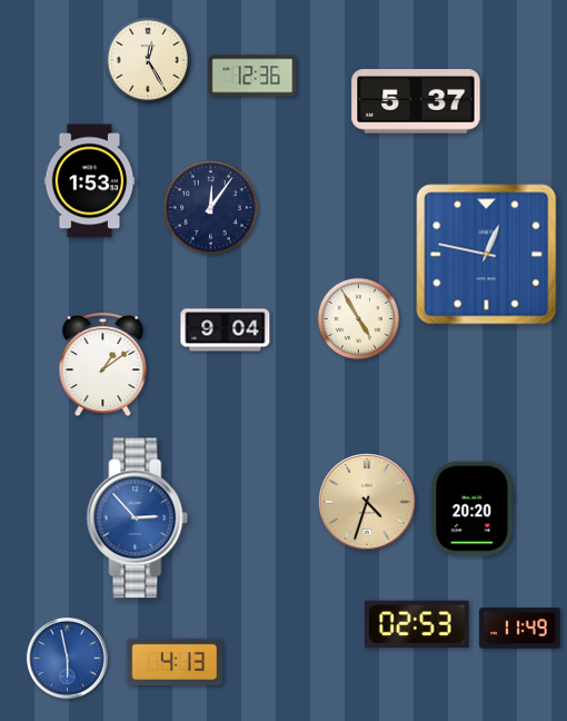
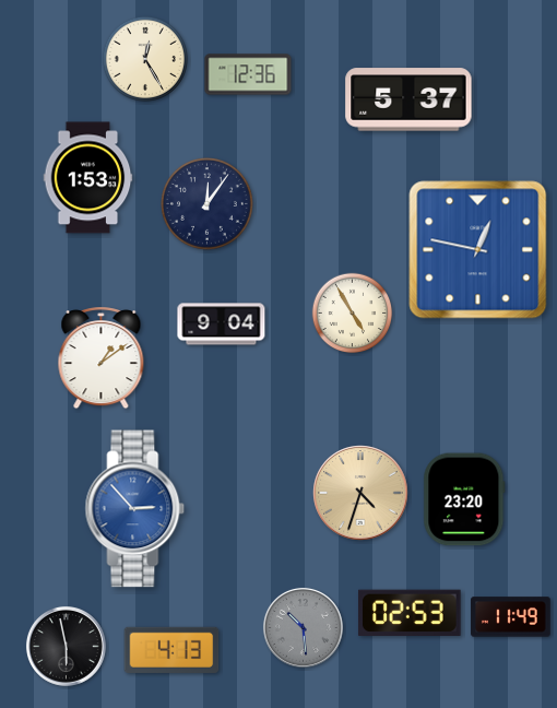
clock at (472, 508): 20:20 -> 23:20
clock at (303, 627): none -> 10:29
clock at (67, 658) dial: blue -> black
